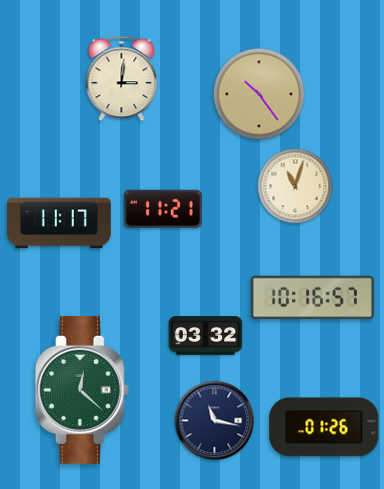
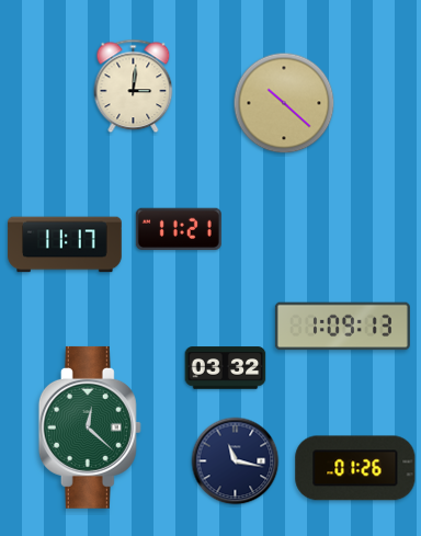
clock at (259, 94): 10:24 -> 10:22
clock at (295, 186): 11:03 -> none
clock at (312, 298): 10:16 -> 1:09
